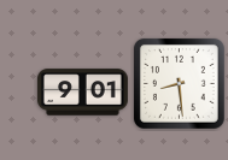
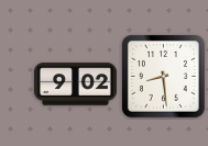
clock at (82, 93): 9:01 -> 9:02
